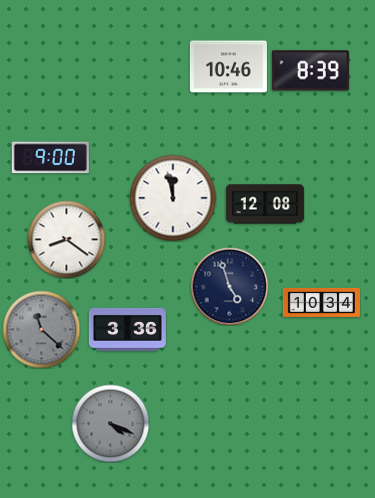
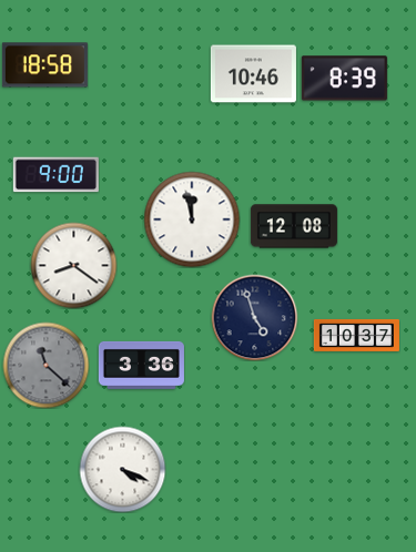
clock at (44, 65): none -> 18:58
clock at (321, 302): 10:34 -> 10:37
clock at (110, 423) dial: grey -> white
